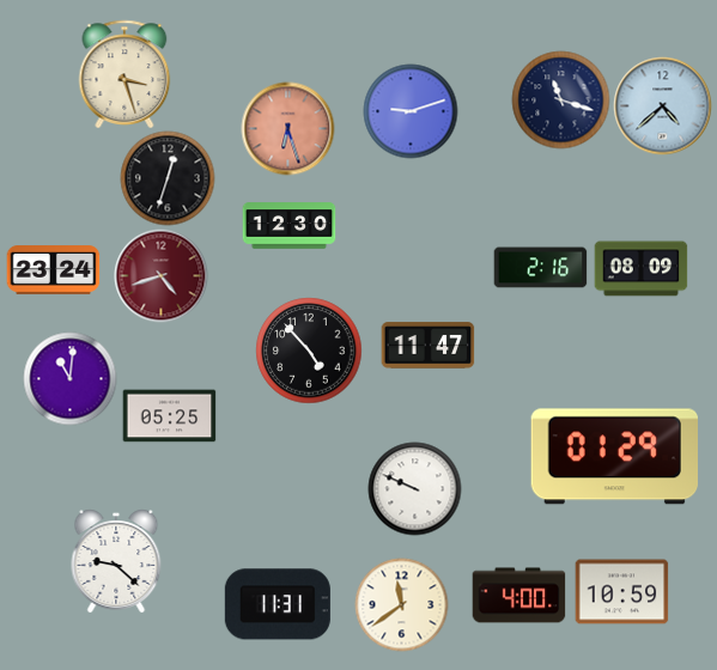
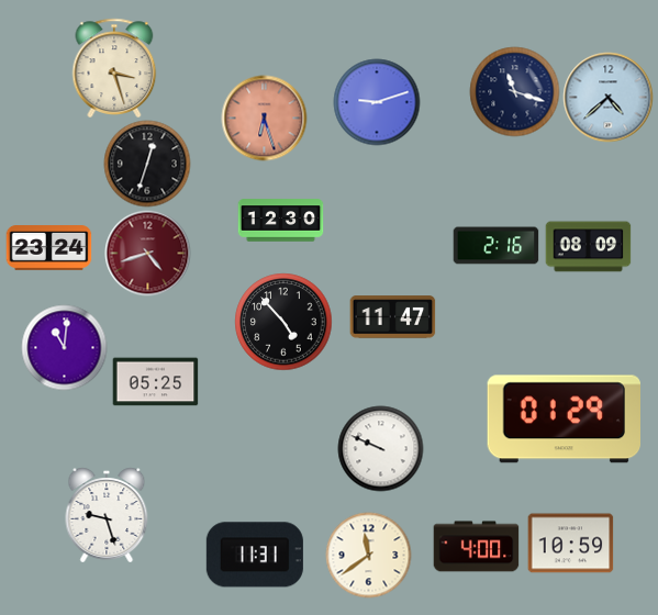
clock at (168, 178) position: (168, 178) -> (147, 164)
clock at (288, 226) position: (288, 226) -> (280, 221)
clock at (116, 561): 9:22 -> 9:27
